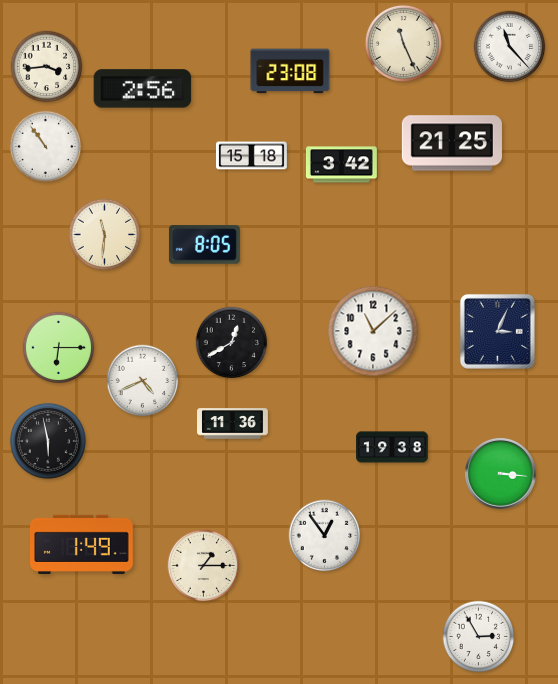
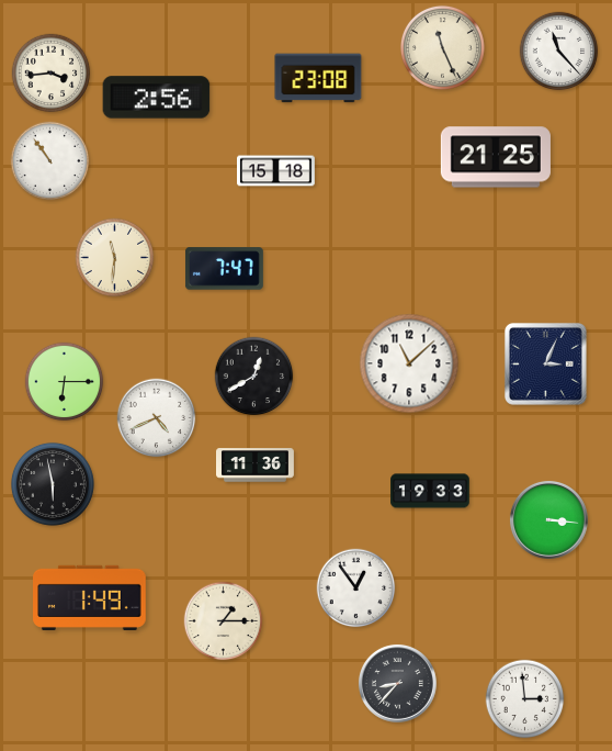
clock at (341, 165): 3:42 -> none
clock at (204, 245): 8:05 -> 7:47
clock at (392, 447): 19:38 -> 19:33
clock at (397, 683): none -> 8:37
clock at (479, 637): 2:55 -> 2:59
